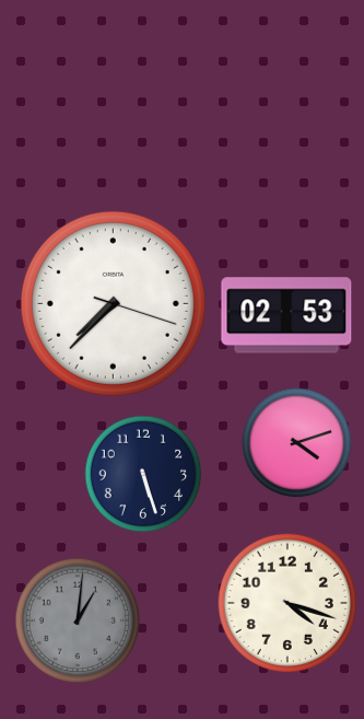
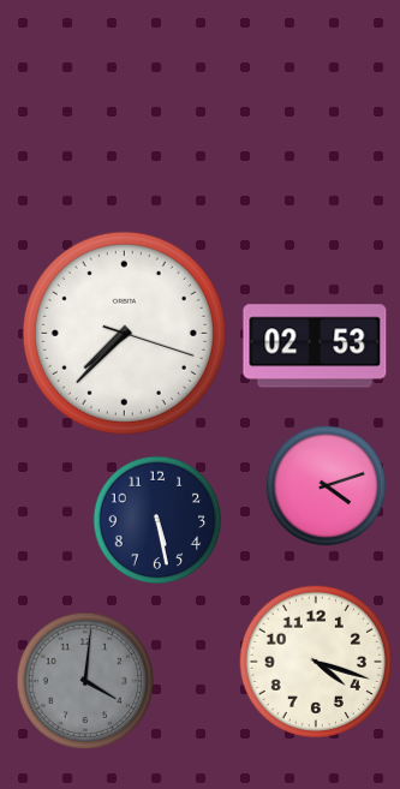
clock at (143, 474): 5:27 -> 5:28
clock at (78, 621): 1:01 -> 4:01
